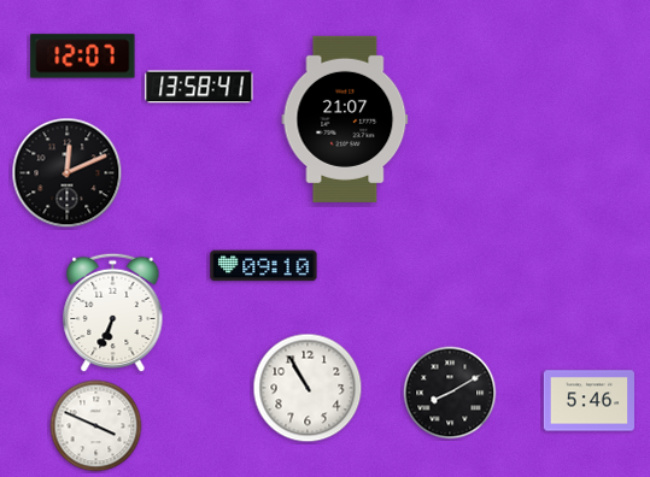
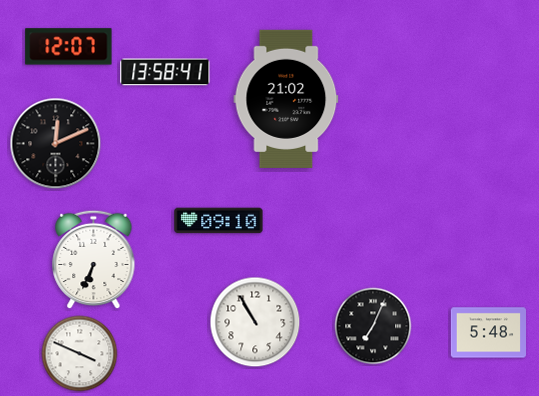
clock at (345, 119): 21:07 -> 21:02
clock at (450, 393): 8:10 -> 7:04
clock at (588, 401): 5:46 -> 5:48
